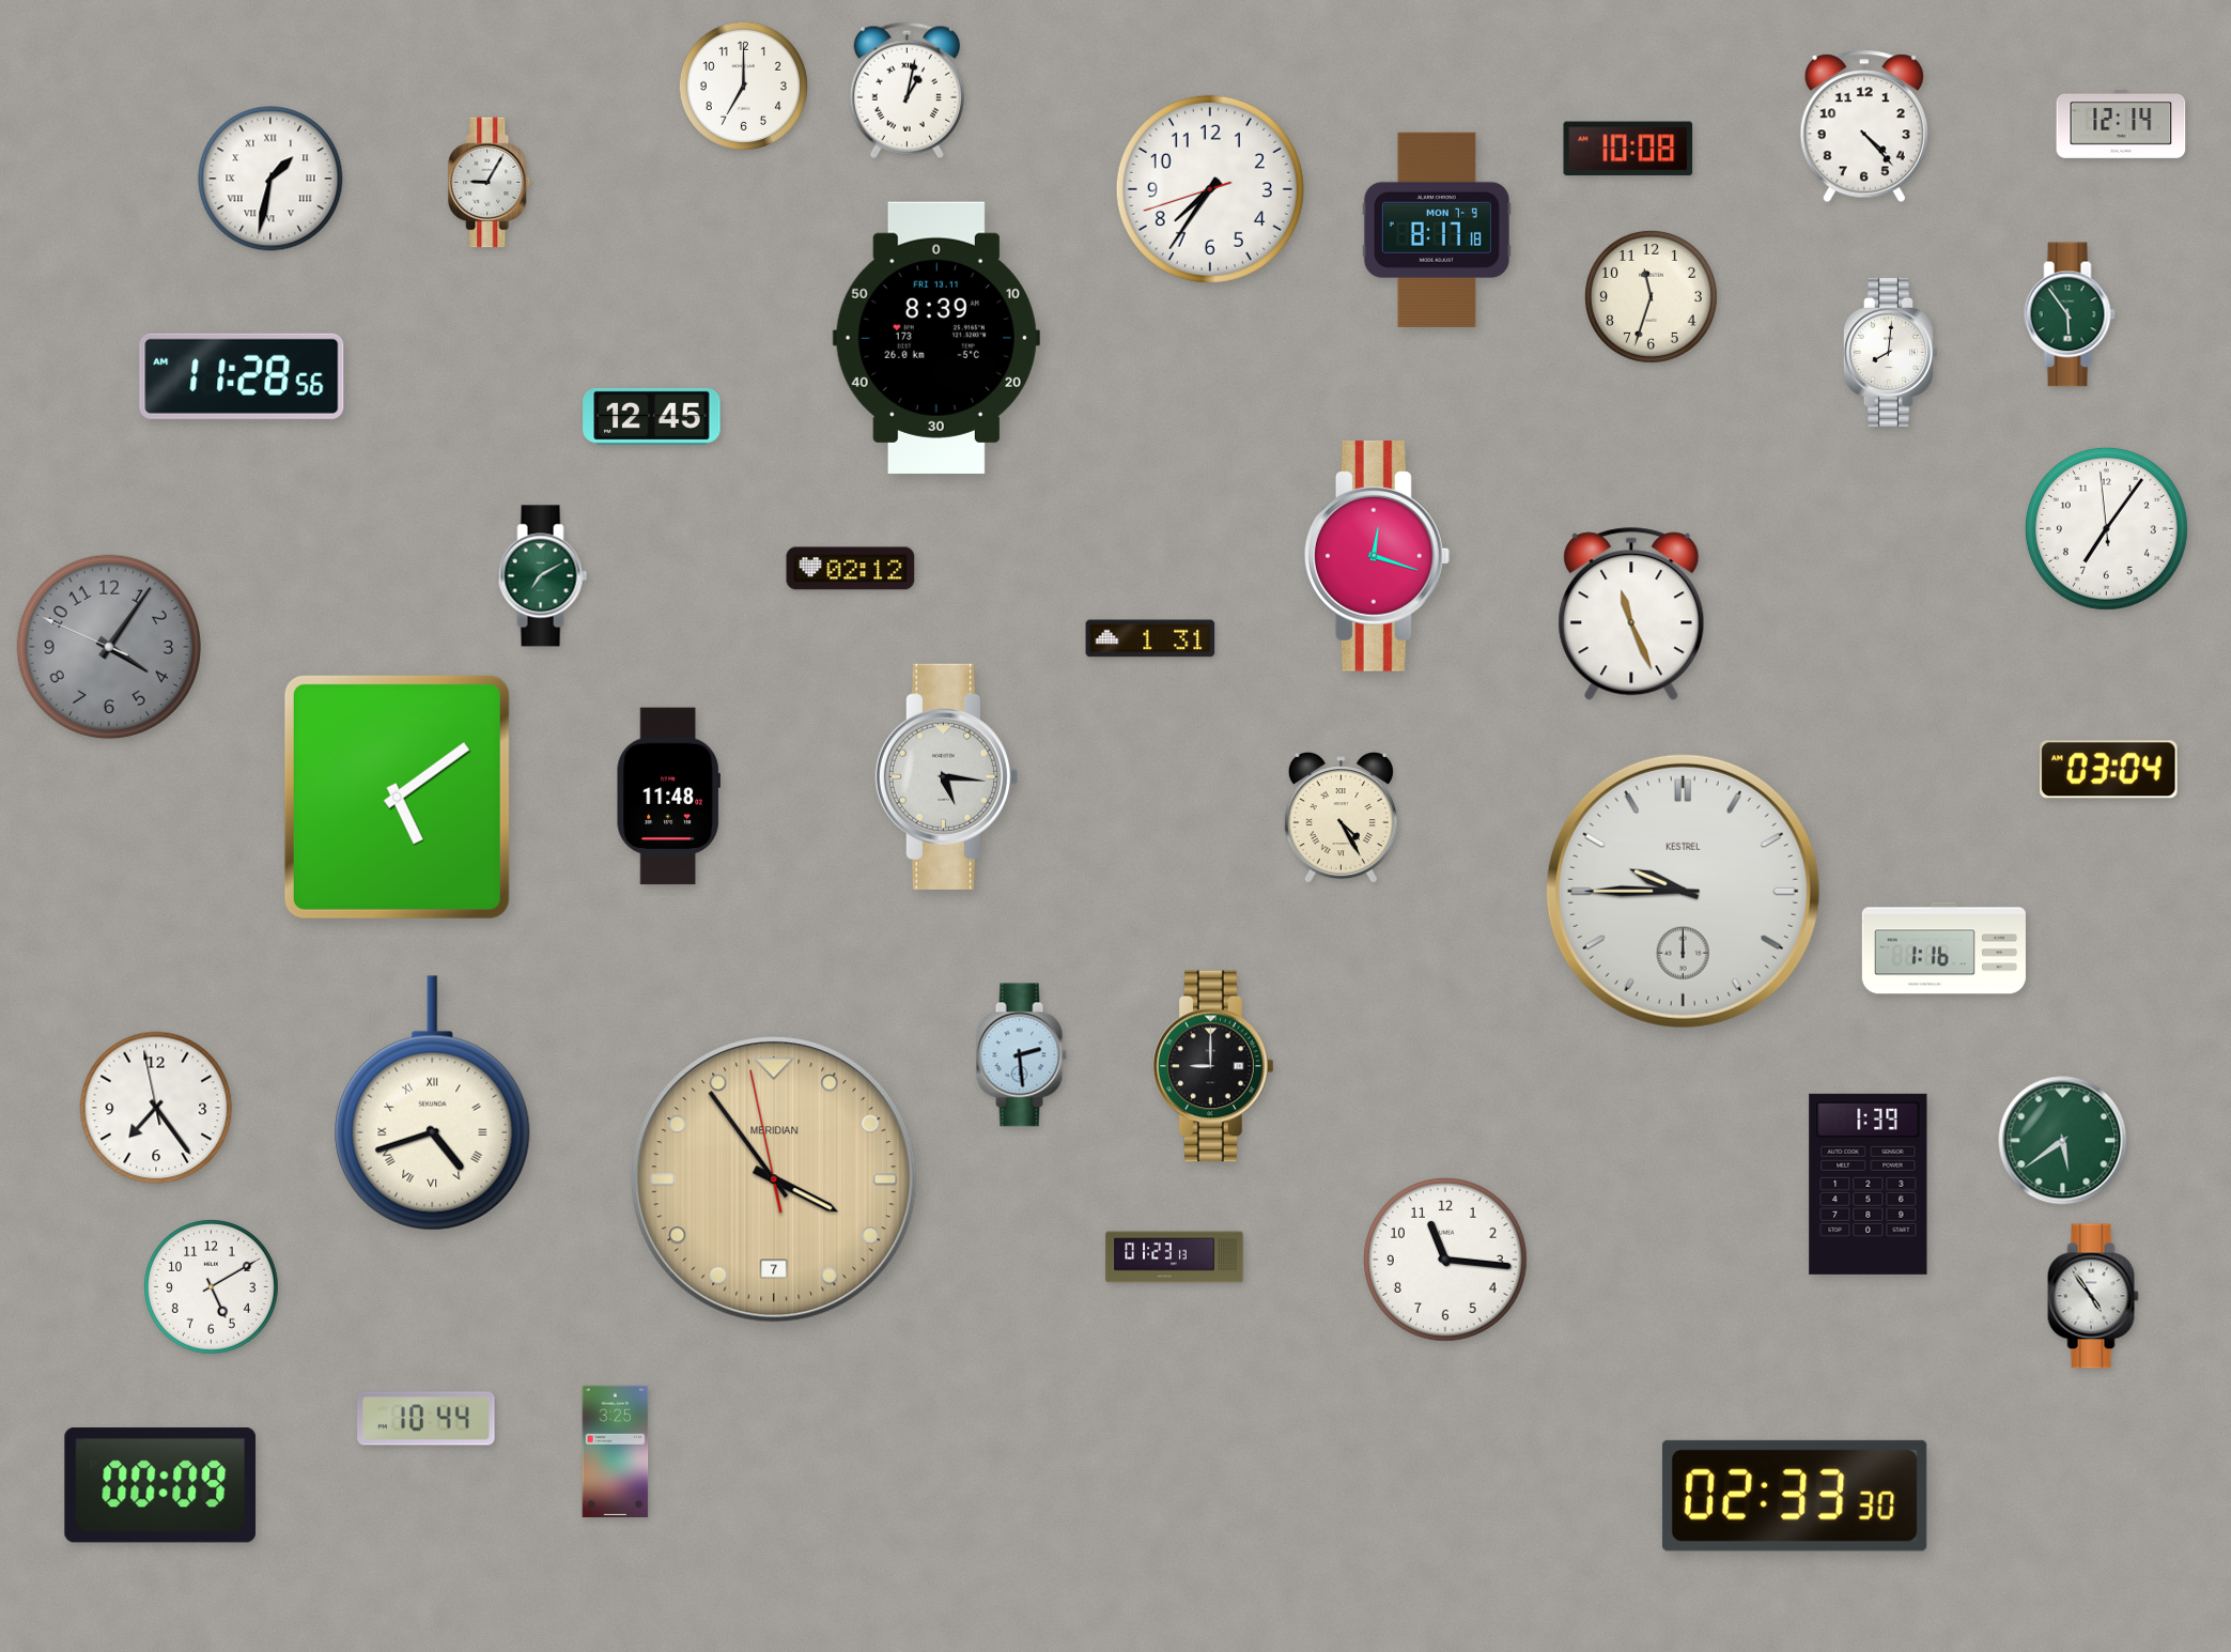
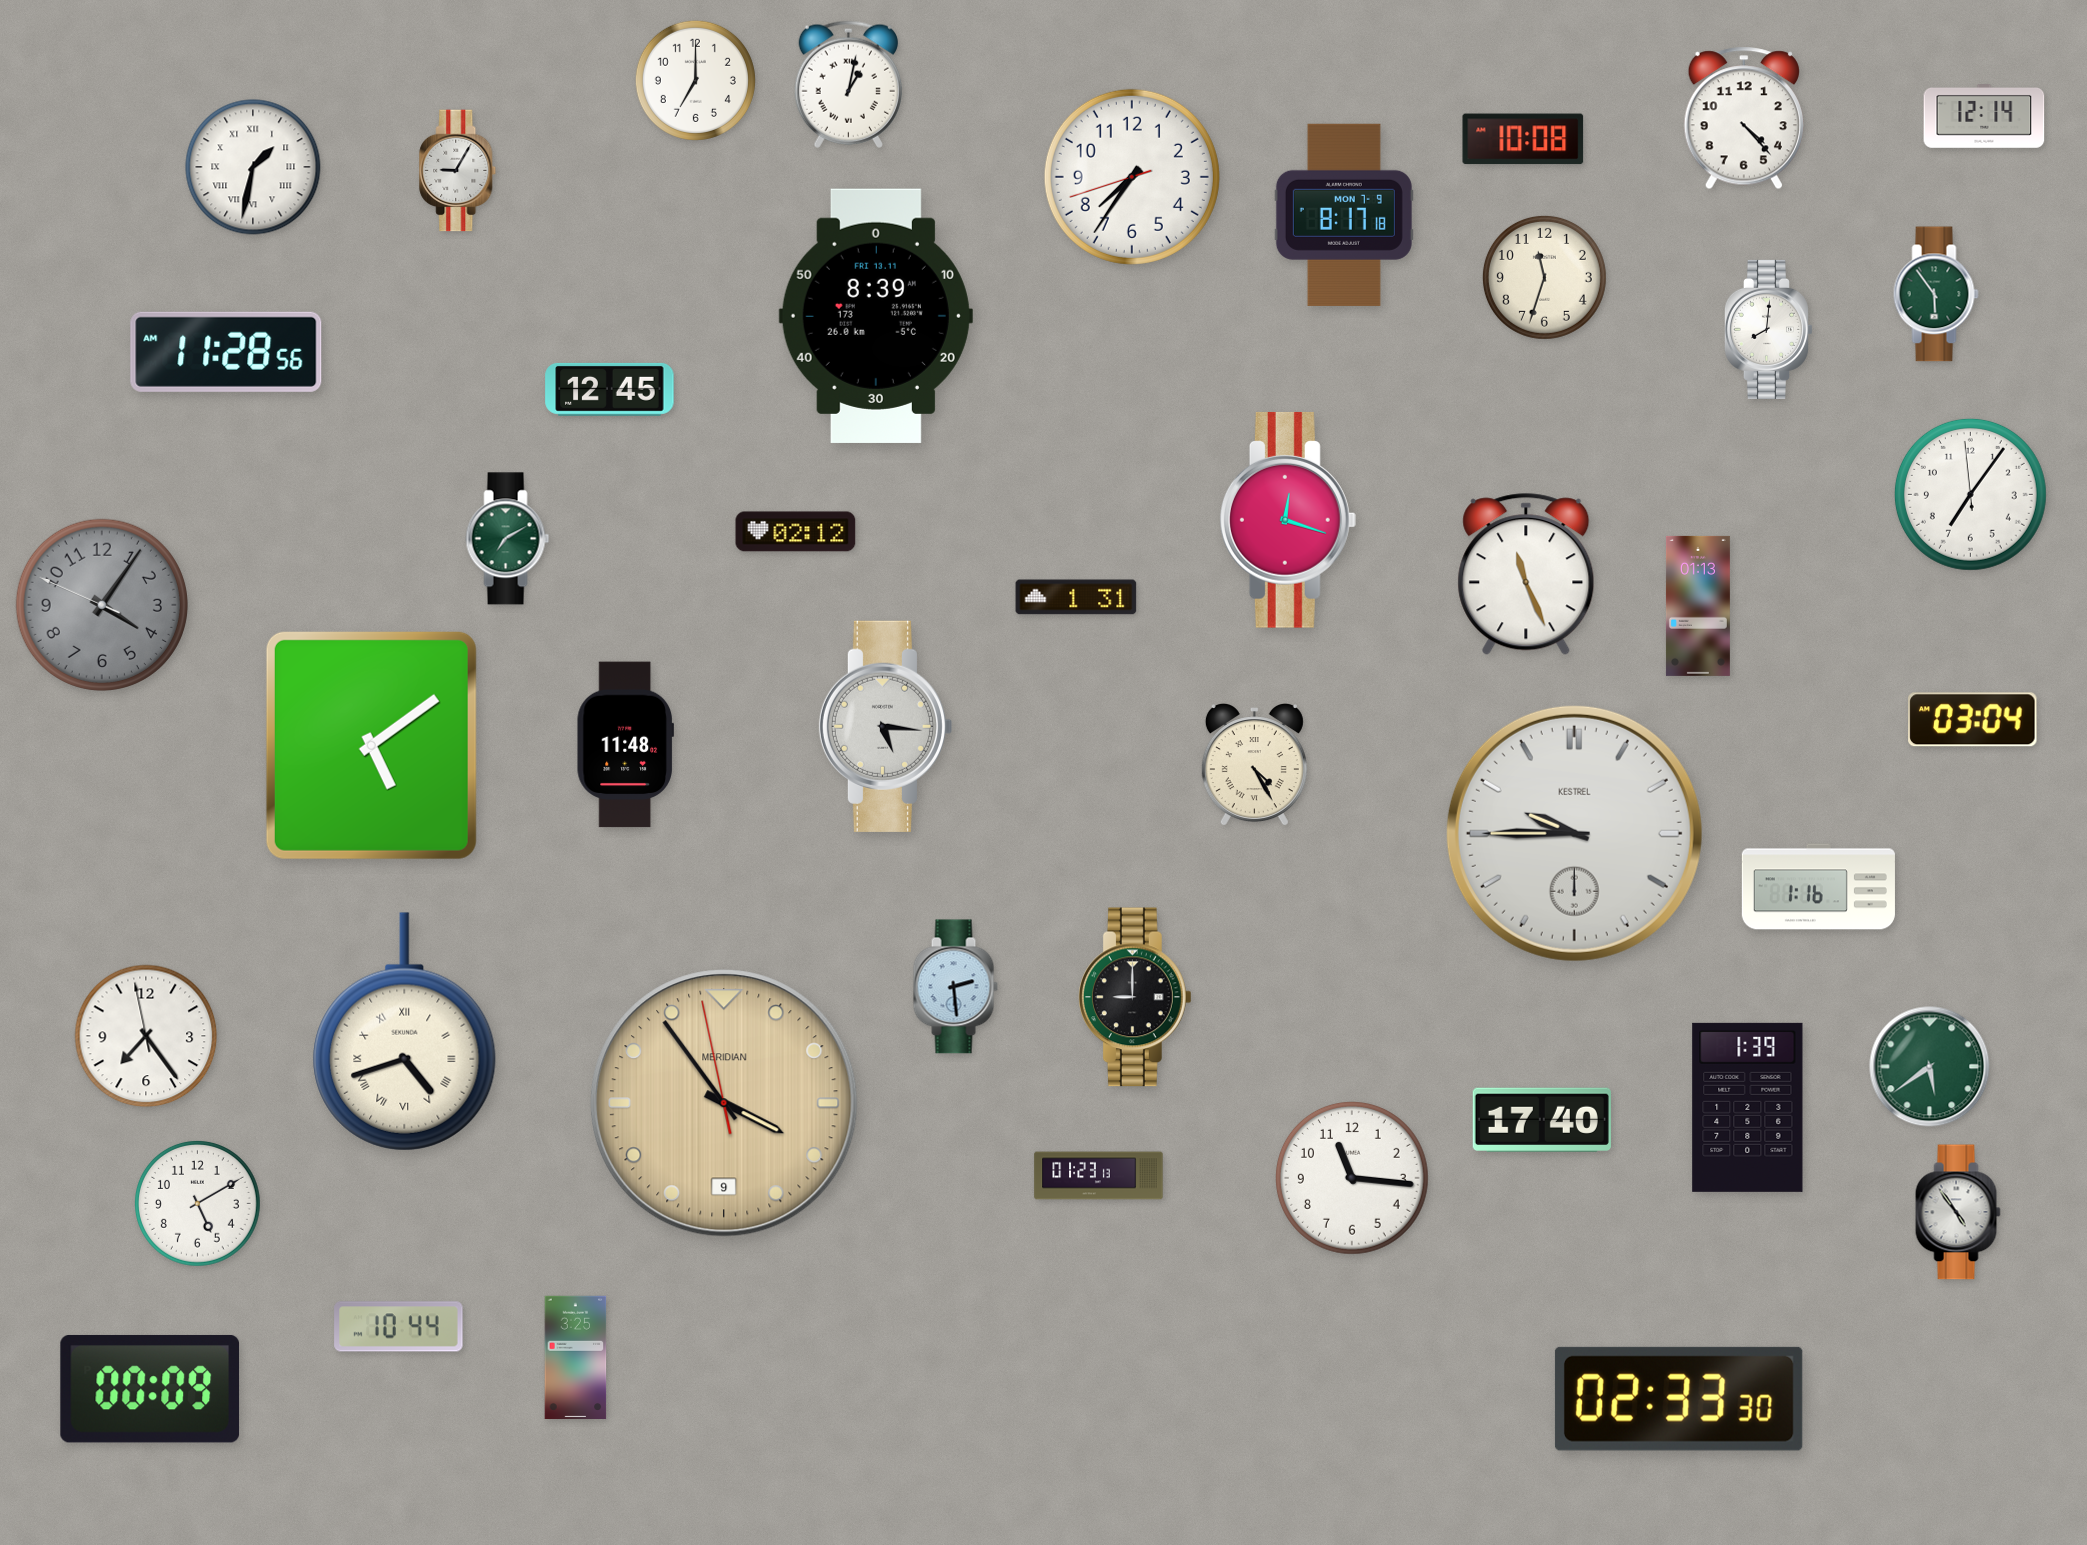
clock at (1698, 606): none -> 01:13
clock at (774, 1179) date: 7 -> 9
clock at (1542, 1119): none -> 17:40
